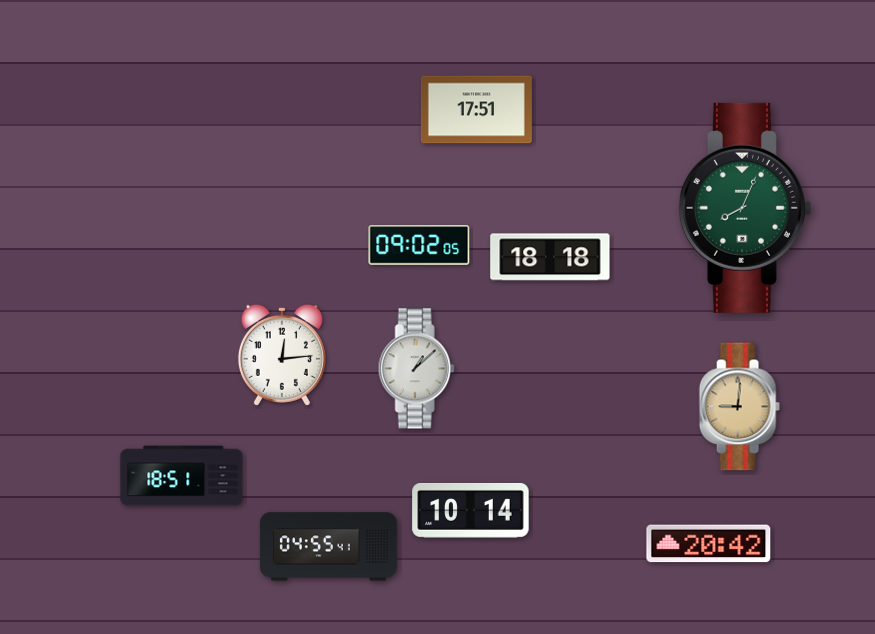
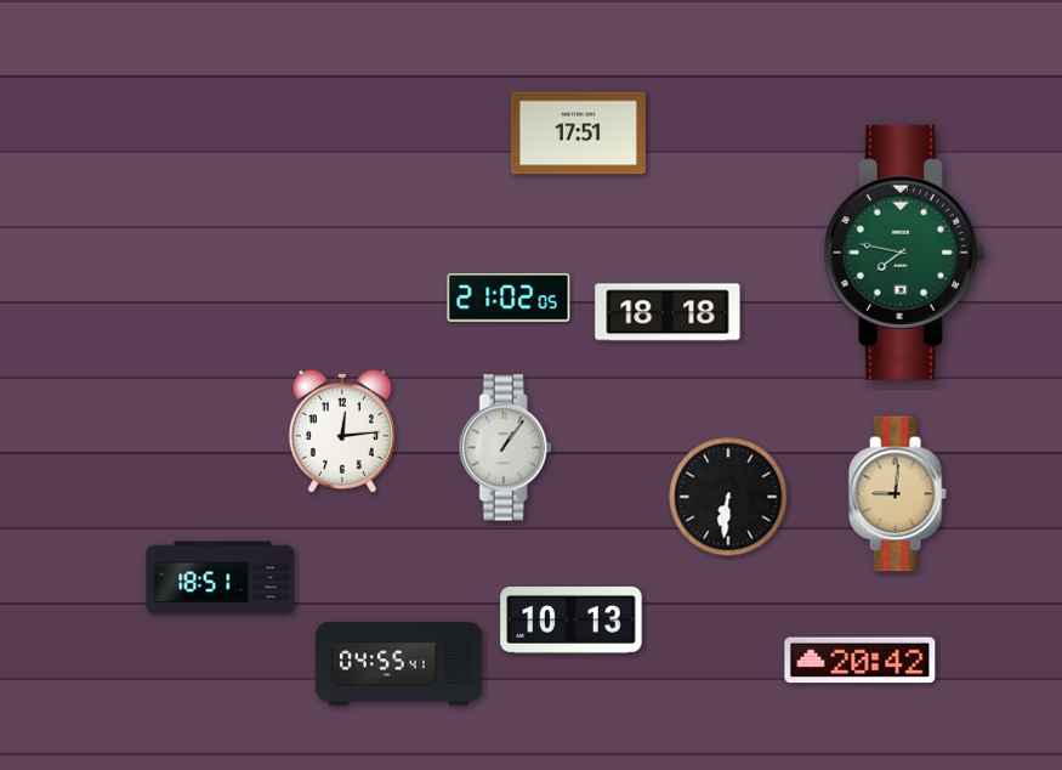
clock at (744, 208): 8:04 -> 7:47
clock at (419, 245): 09:02 -> 21:02
clock at (416, 369): 1:08 -> 1:06
clock at (728, 497): none -> 6:31
clock at (471, 511): 10:14 -> 10:13
